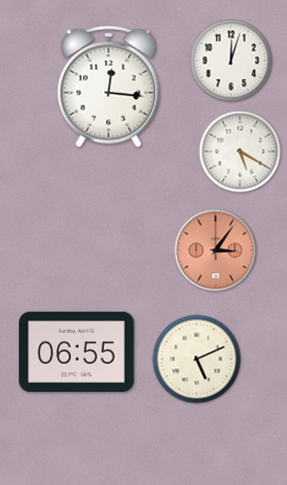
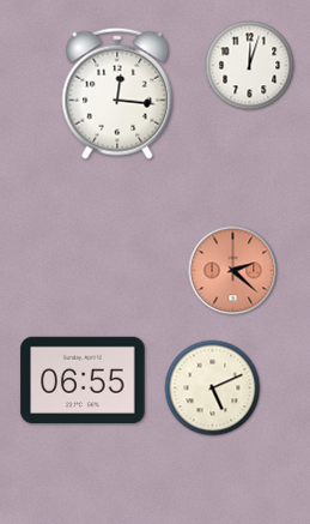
clock at (240, 152): 5:20 -> none
clock at (216, 251): 3:06 -> 2:22
